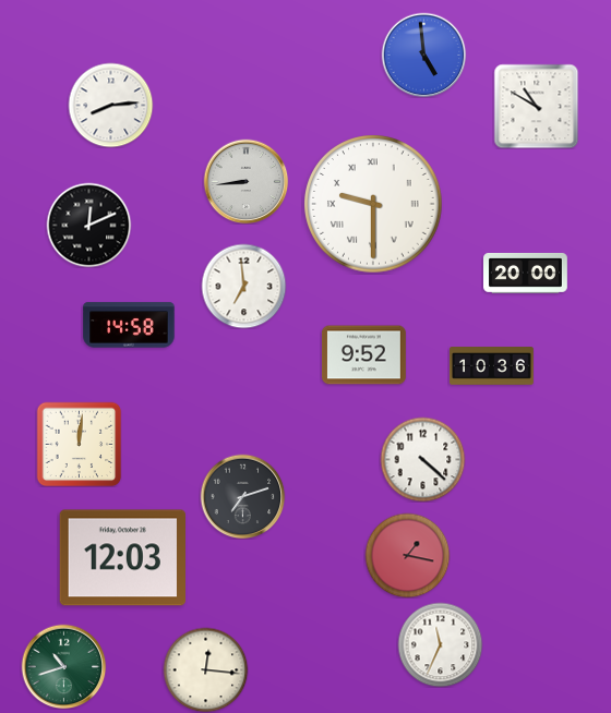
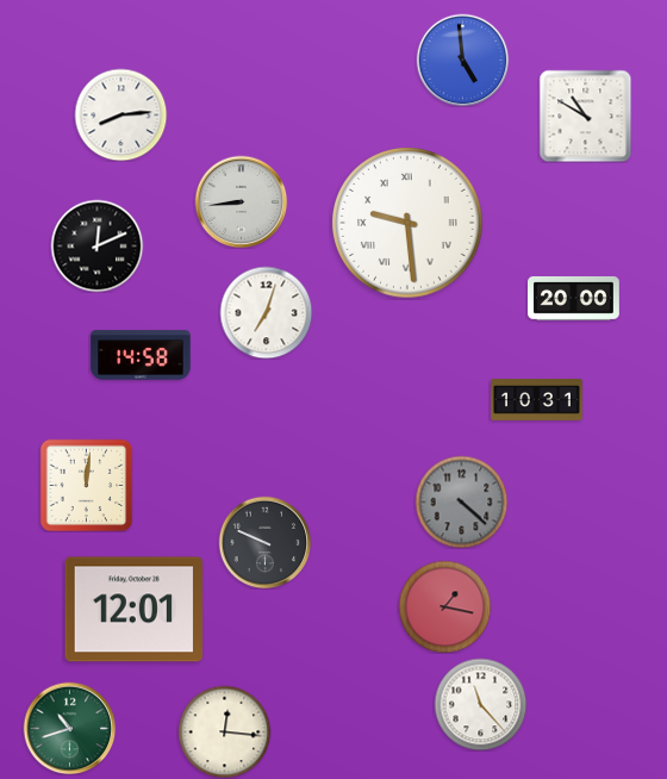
clock at (245, 181) position: (245, 181) -> (241, 201)
clock at (373, 204): 9:30 -> 9:29
clock at (243, 286): 6:59 -> 7:03
clock at (364, 355): 9:52 -> none
clock at (492, 366): 10:36 -> 10:31
clock at (422, 459) dial: white -> grey
clock at (242, 496): 7:12 -> 9:49
clock at (122, 558): 12:03 -> 12:01
clock at (440, 644): 11:34 -> 11:23
